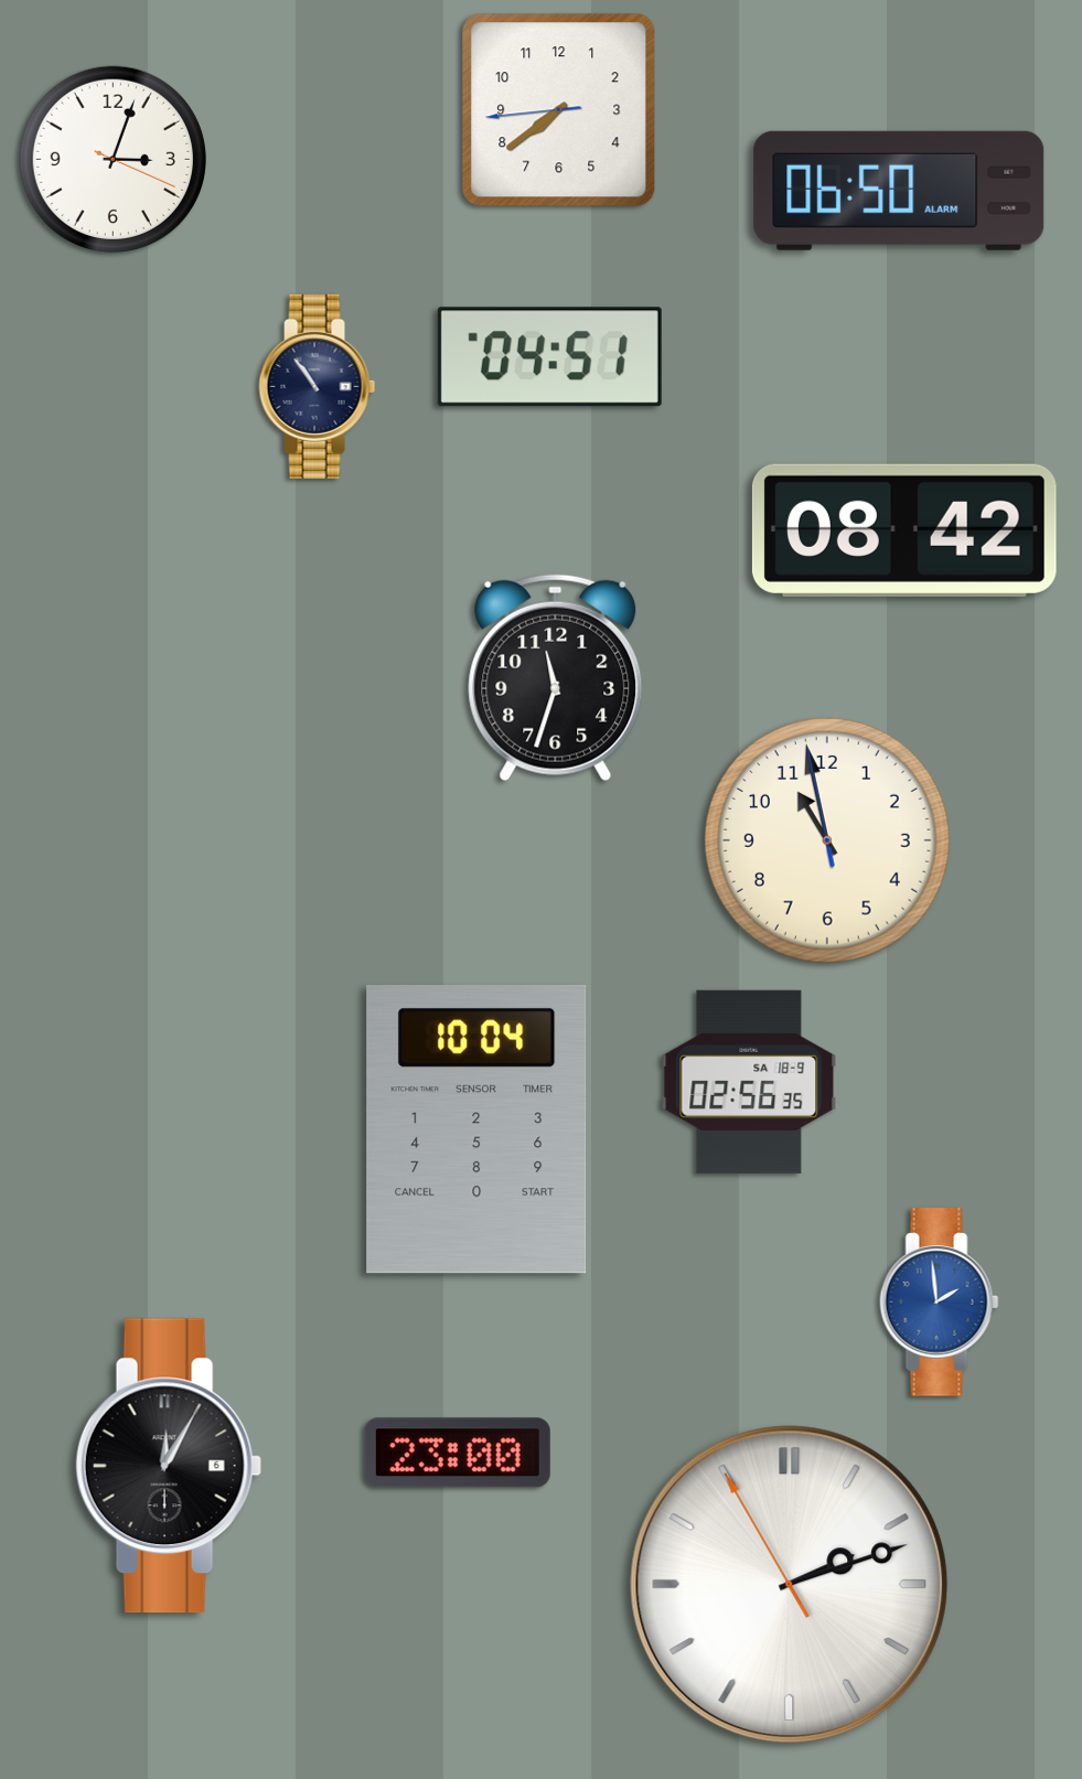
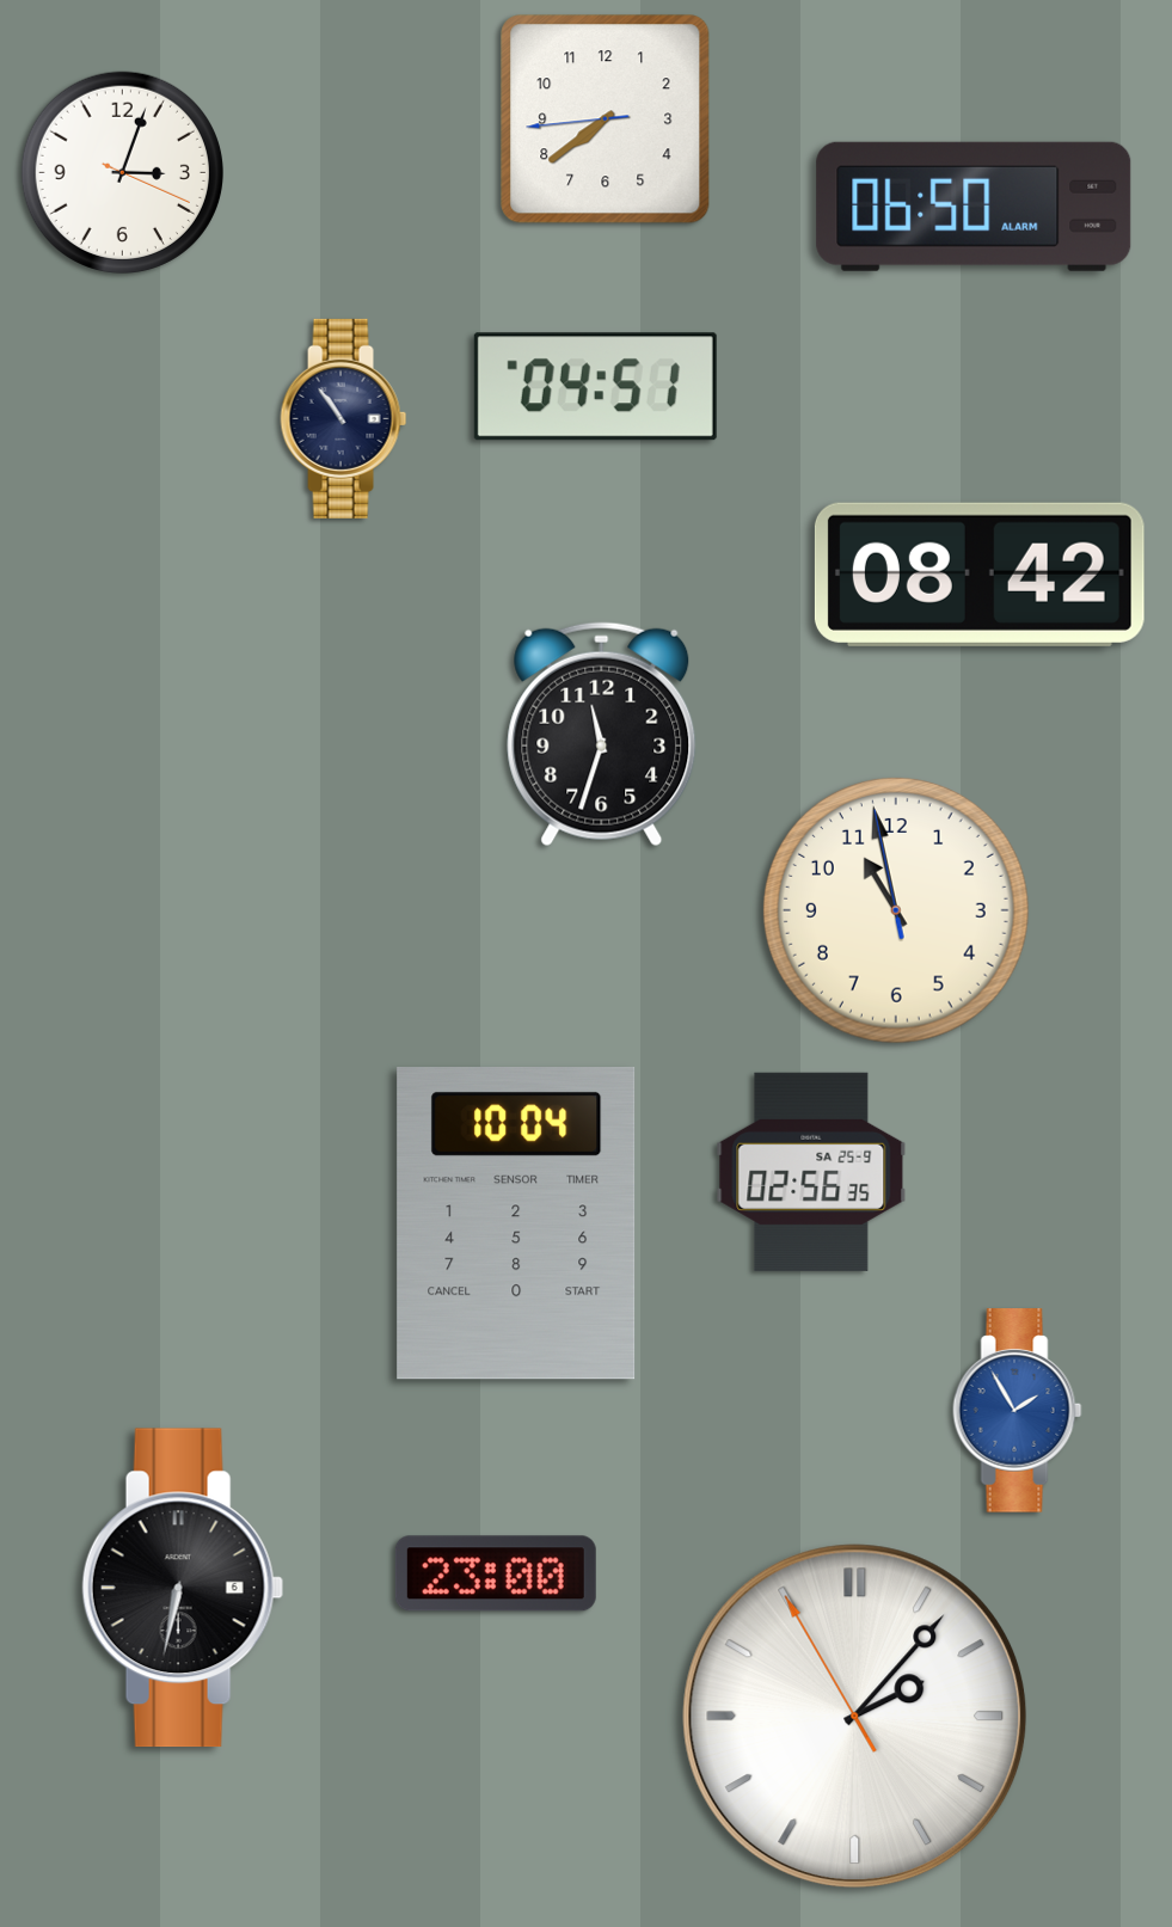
clock at (749, 1082) date: SA 18-9 -> SA 25-9
clock at (940, 1303): 1:59 -> 1:55
clock at (169, 1466): 12:05 -> 6:32
clock at (790, 1585): 2:11 -> 2:06
